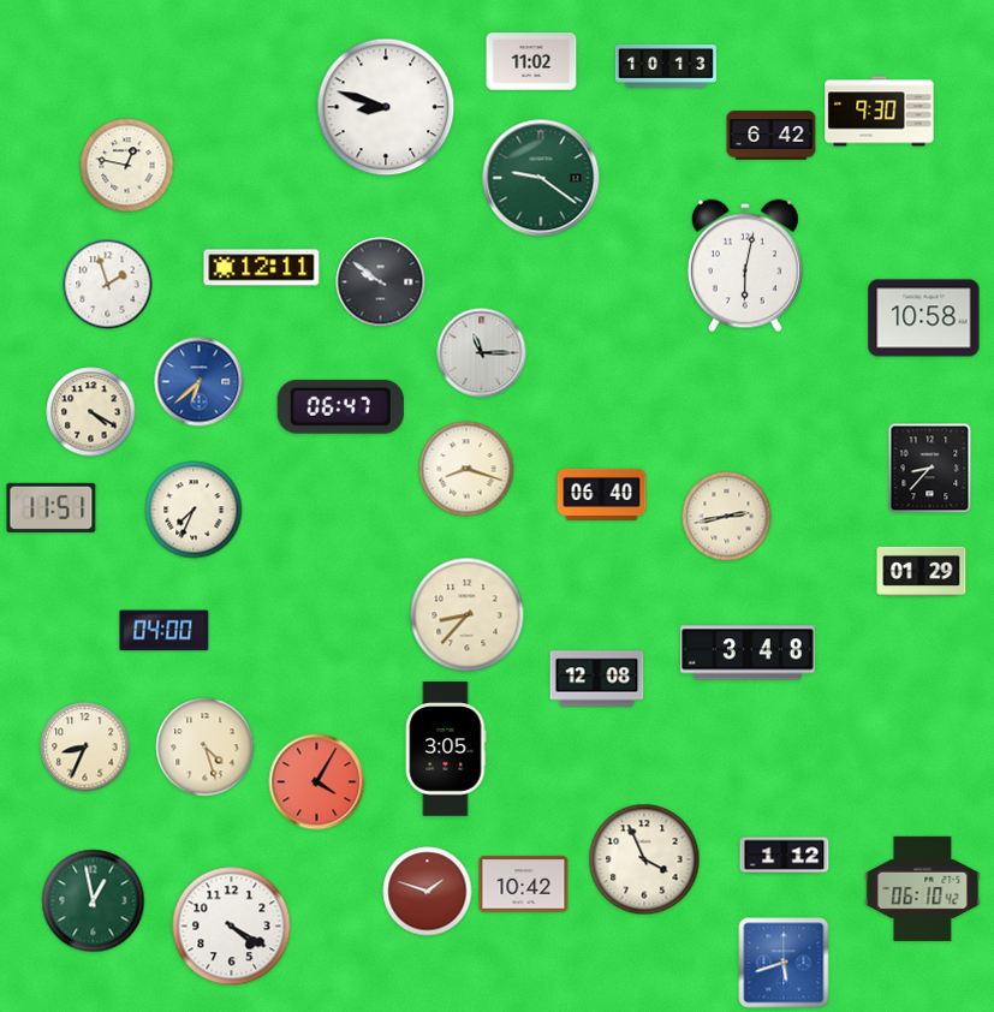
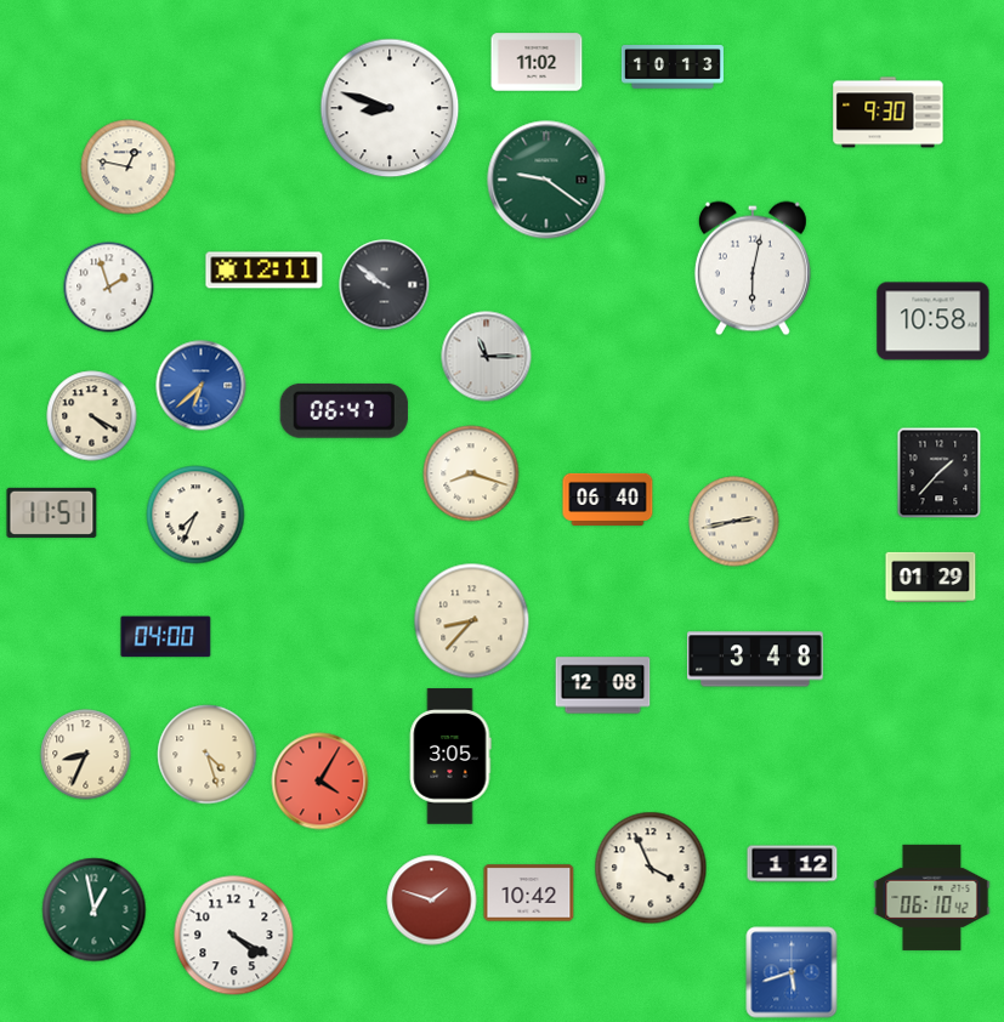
clock at (772, 136): 6:42 -> none
clock at (930, 469): 8:37 -> 1:37
clock at (317, 782) position: (317, 782) -> (321, 782)
